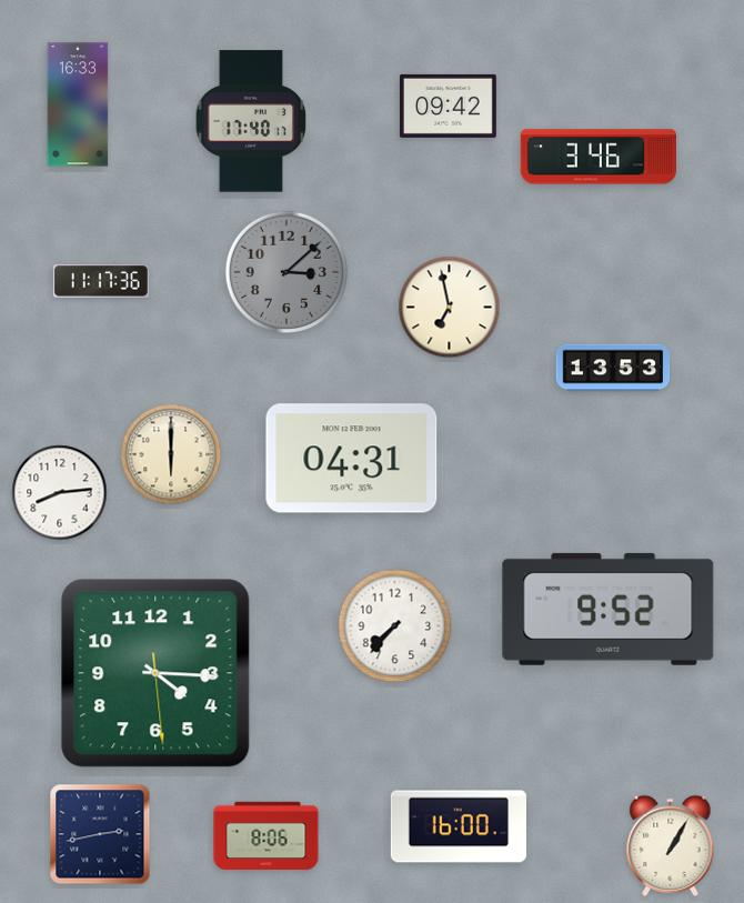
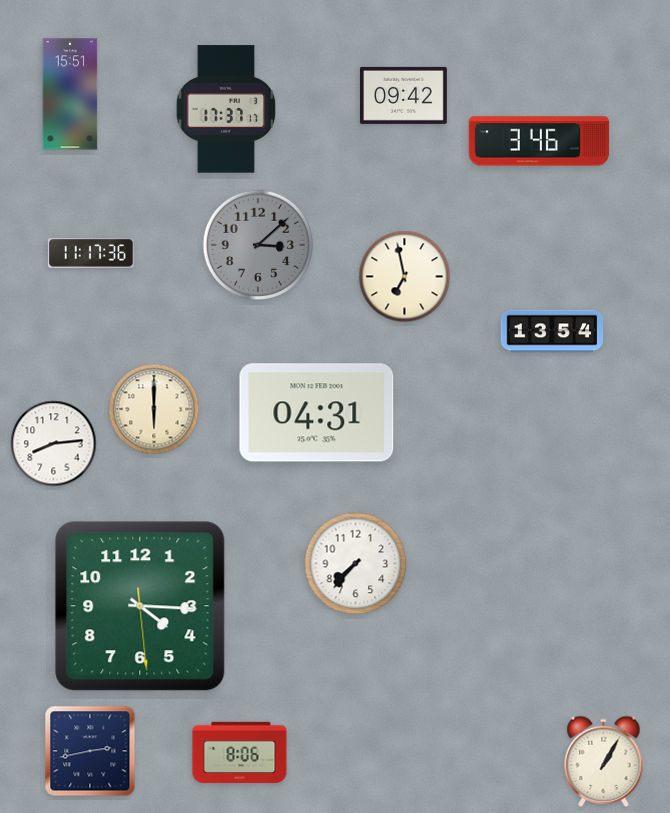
clock at (78, 104): 16:33 -> 15:51
clock at (251, 121): 17:40 -> 17:37
clock at (613, 368): 13:53 -> 13:54
clock at (609, 609): 9:52 -> none
clock at (459, 826): 16:00 -> none
